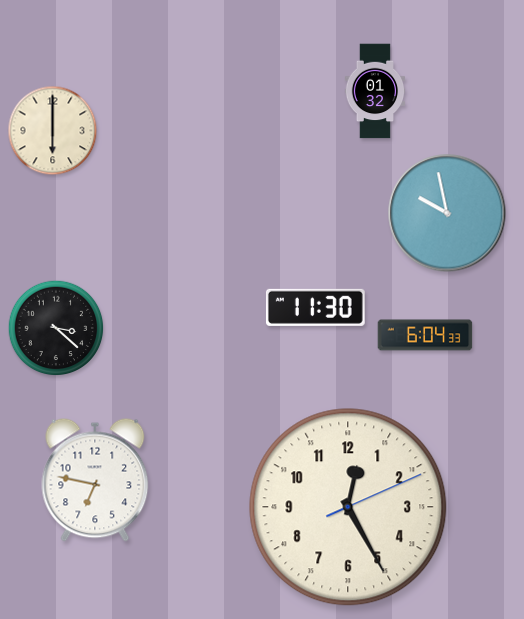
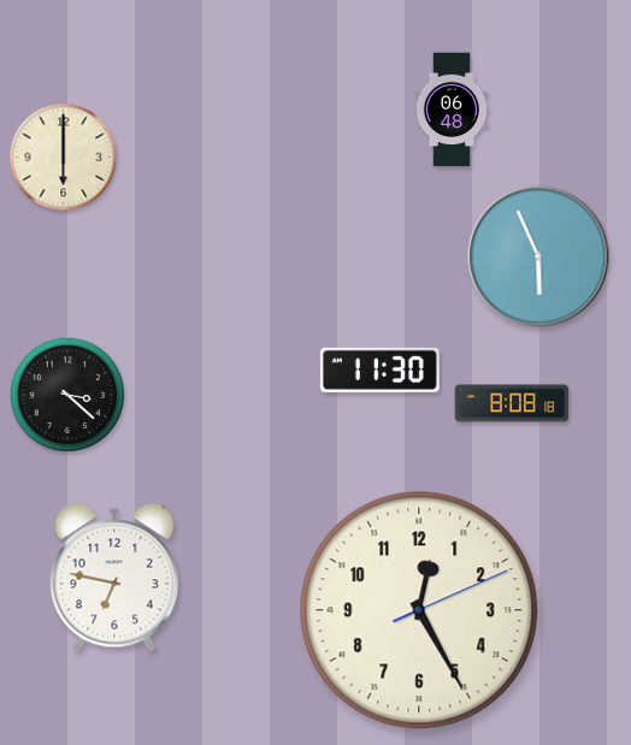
clock at (375, 91): 01:32 -> 06:48
clock at (447, 213): 9:58 -> 5:56
clock at (425, 335): 6:04 -> 8:08
